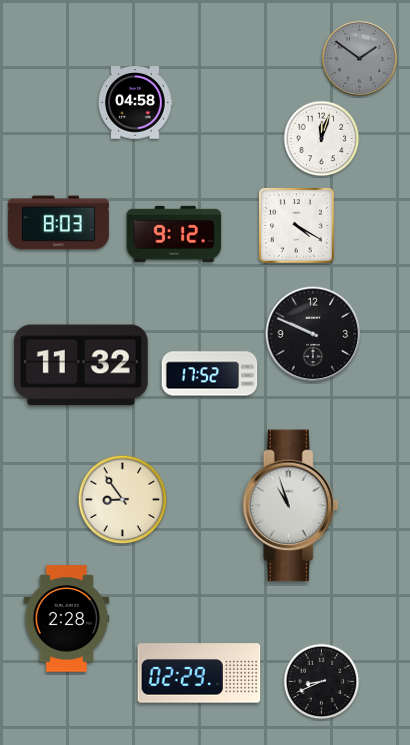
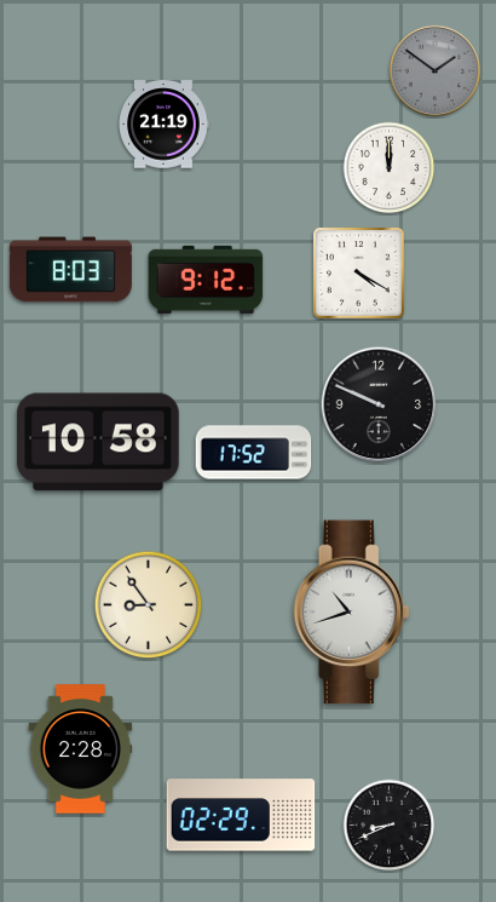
clock at (135, 103): 04:58 -> 21:19
clock at (322, 139): 12:03 -> 12:00
clock at (174, 234) position: (174, 234) -> (206, 280)
clock at (82, 365): 11:32 -> 10:58
clock at (291, 506): 10:57 -> 10:42
